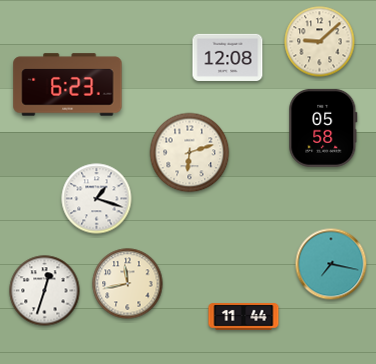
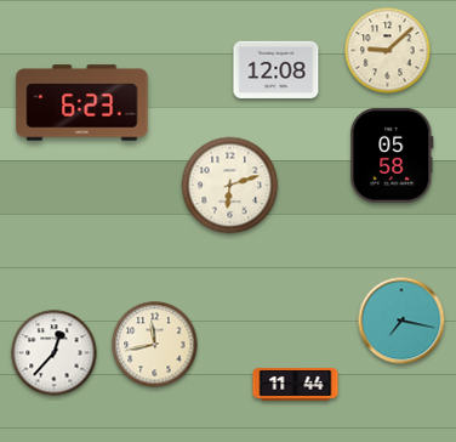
clock at (97, 199): 1:18 -> none
clock at (45, 291): 12:33 -> 12:37
